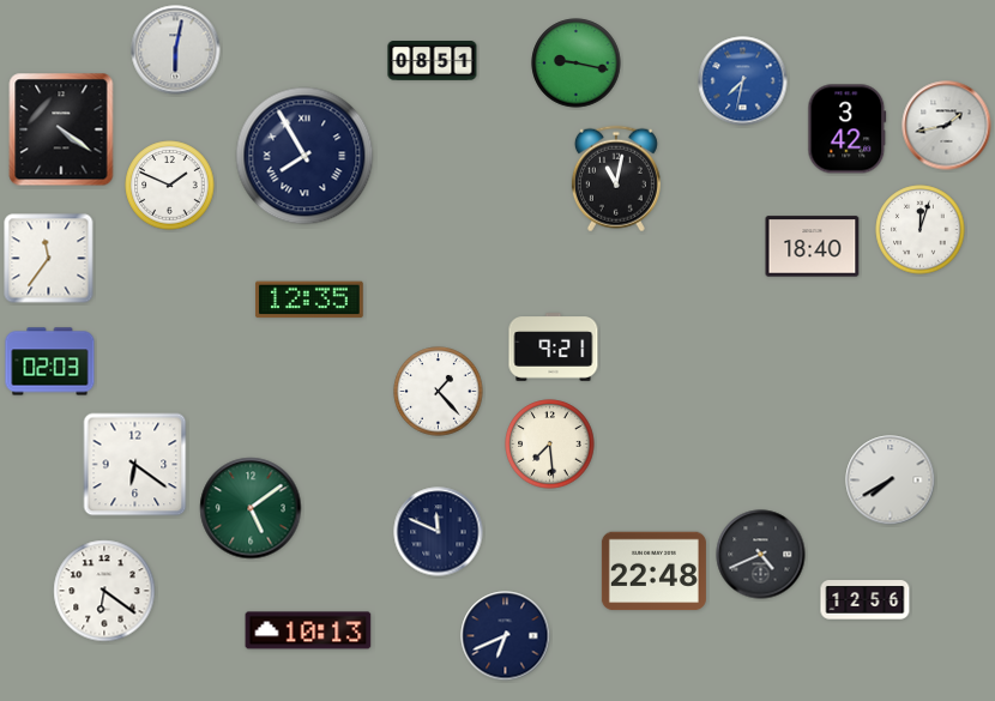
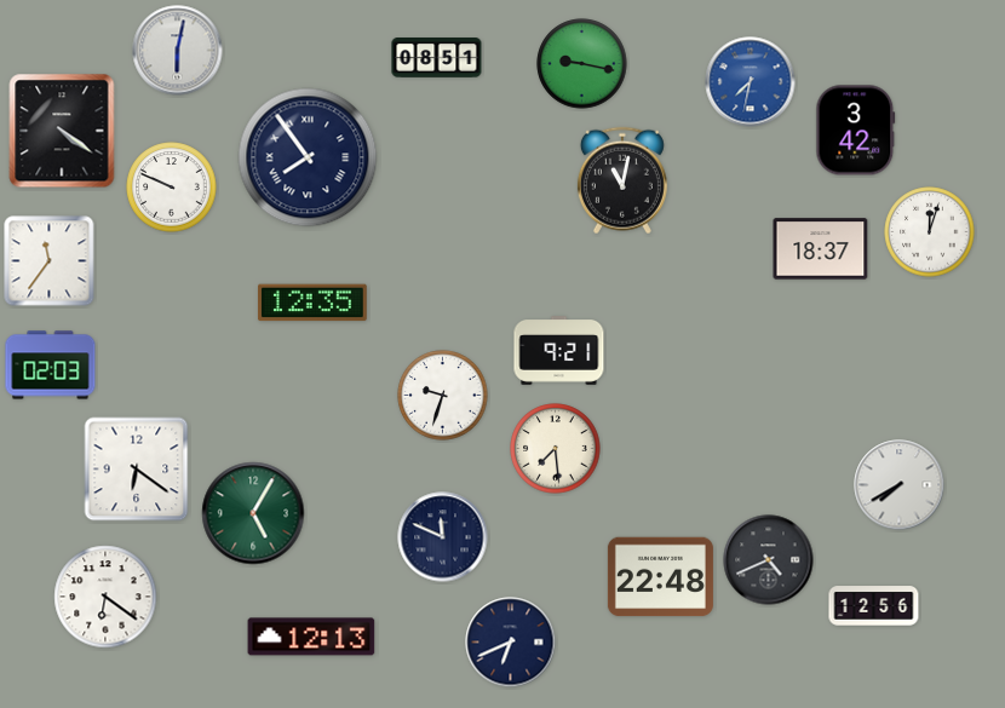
clock at (433, 61) position: (433, 61) -> (437, 58)
clock at (947, 126): 1:43 -> none
clock at (304, 156): 7:55 -> 7:54
clock at (170, 186): 1:49 -> 9:49
clock at (813, 247): 18:40 -> 18:37
clock at (439, 392): 1:23 -> 9:33
clock at (251, 508): 5:09 -> 5:05
clock at (308, 630): 10:13 -> 12:13
